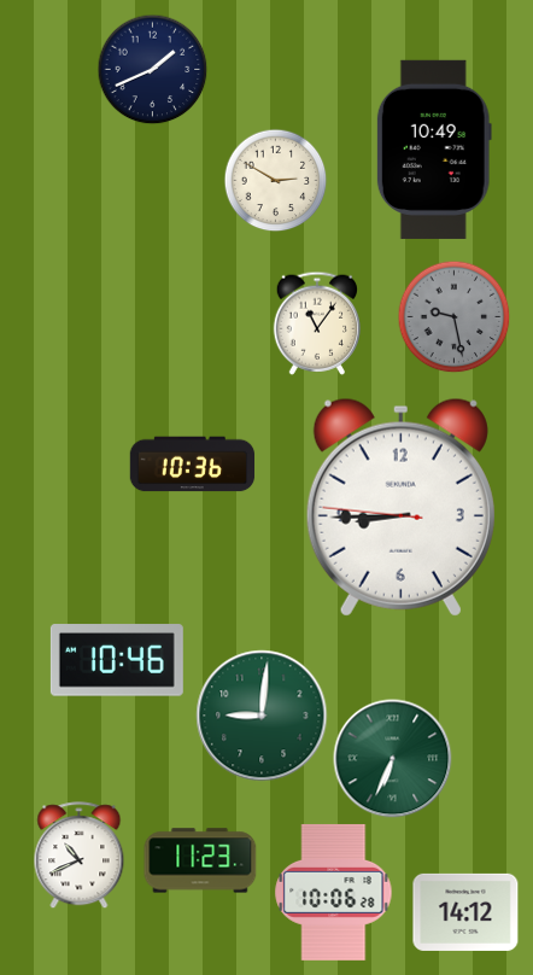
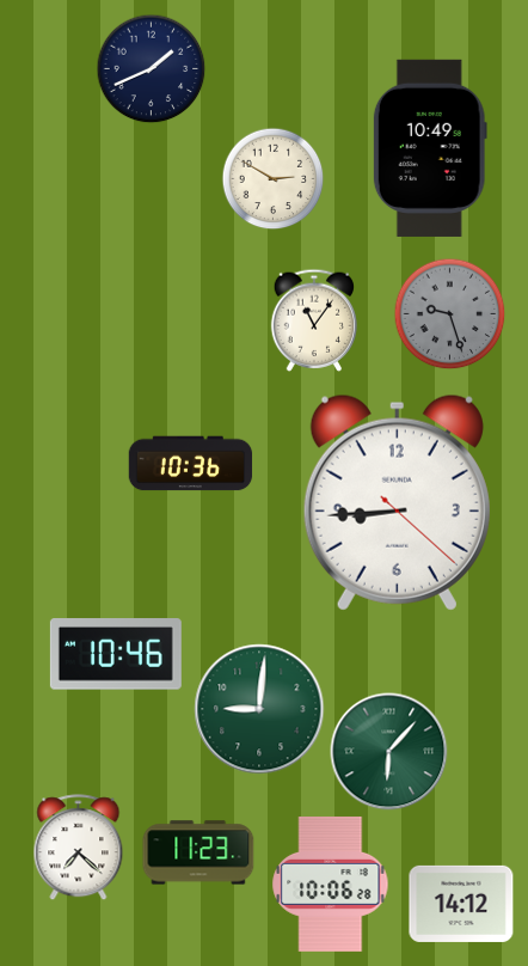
clock at (453, 316): 9:28 -> 9:27
clock at (193, 465) position: (193, 465) -> (191, 464)
clock at (400, 507): 8:44:46 -> 8:44:22
clock at (393, 759): 6:34 -> 6:07
clock at (80, 856): 10:41 -> 7:22
